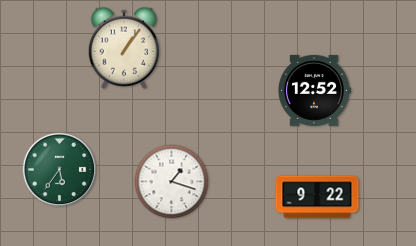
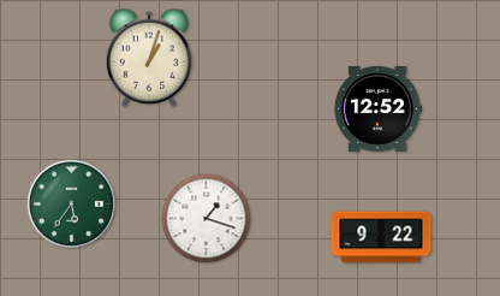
clock at (124, 48): 1:06 -> 1:03
